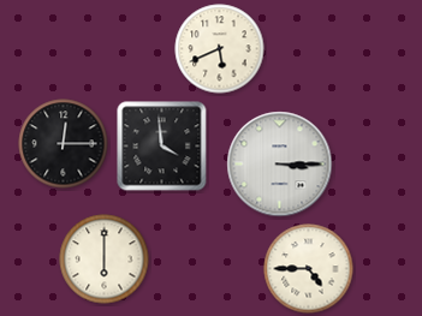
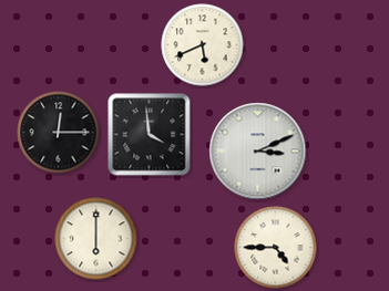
clock at (280, 165): 3:15 -> 3:11
clock at (309, 269) position: (309, 269) -> (276, 248)
